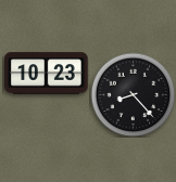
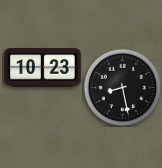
clock at (133, 94): 8:23 -> 8:28
